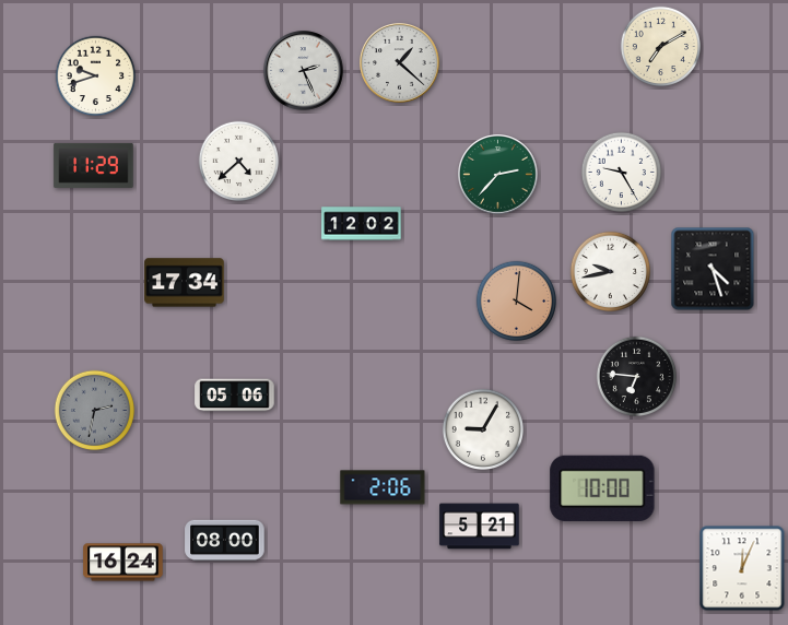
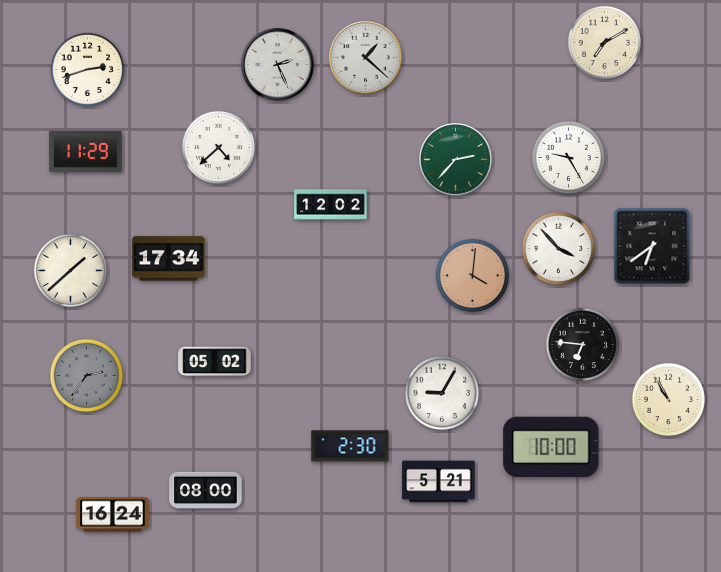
clock at (95, 75): 9:42 -> 2:42
clock at (713, 269): 4:27 -> 6:39
clock at (610, 271): 9:43 -> 3:53
clock at (70, 270): none -> 1:38
clock at (235, 396): 05:06 -> 05:02
clock at (94, 410): 2:32 -> 2:36
clock at (668, 399): none -> 10:55
clock at (383, 487): 2:06 -> 2:30
clock at (225, 540) position: (225, 540) -> (206, 490)
clock at (742, 568): 12:04 -> none
